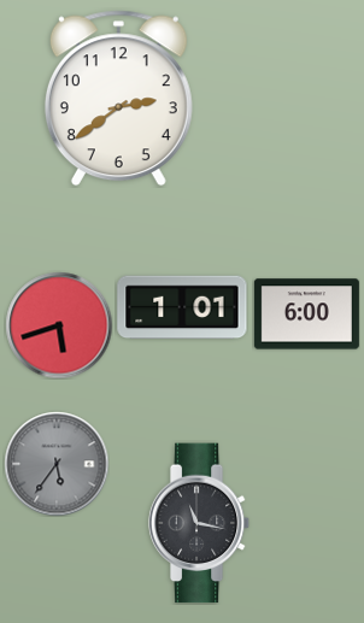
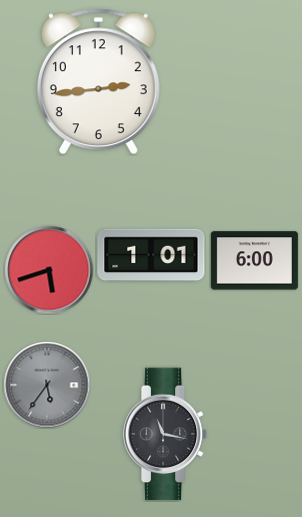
clock at (118, 99): 2:39 -> 2:44
